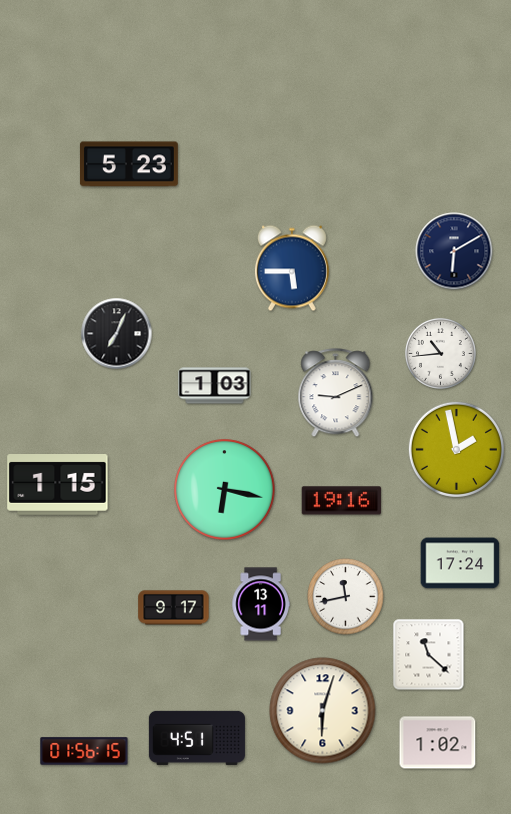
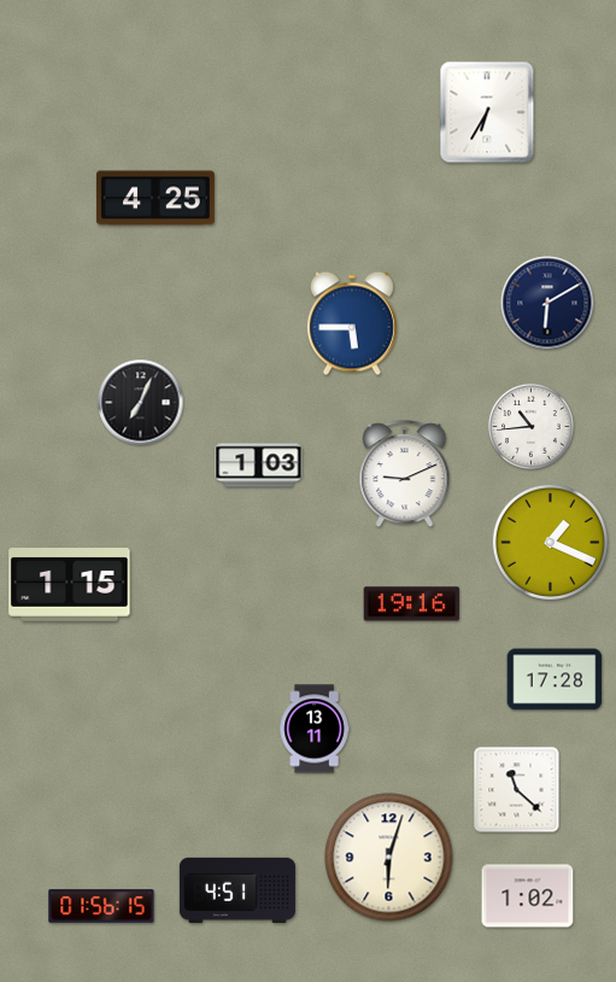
clock at (487, 112): none -> 6:35
clock at (129, 164): 5:23 -> 4:25
clock at (456, 449): 1:58 -> 1:19
clock at (225, 490): 6:17 -> none
clock at (460, 563): 17:24 -> 17:28
clock at (346, 597): 11:43 -> none
clock at (174, 608): 9:17 -> none
